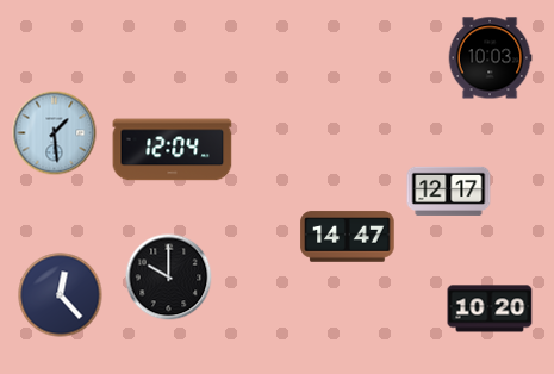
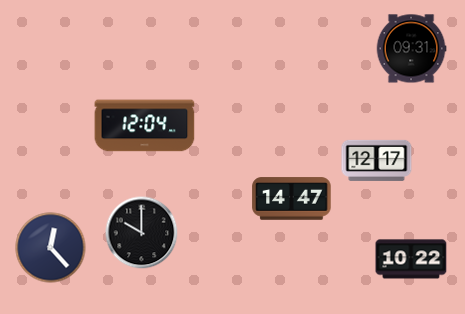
clock at (490, 58): 10:03 -> 09:31
clock at (55, 133): 1:29 -> none
clock at (490, 308): 10:20 -> 10:22
